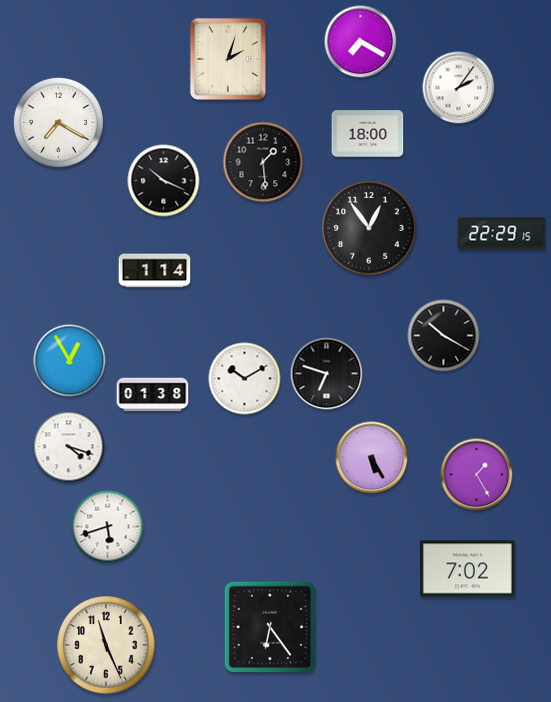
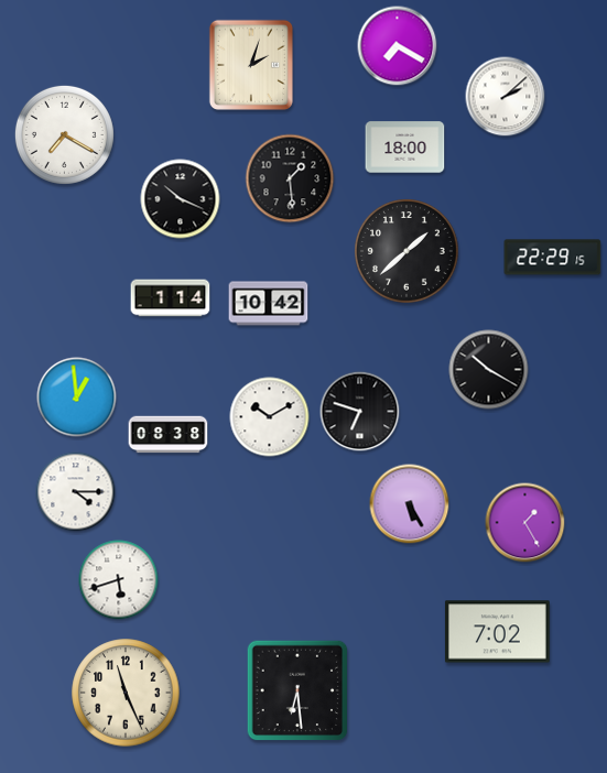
clock at (459, 88): 2:06 -> 2:08
clock at (370, 229): 12:54 -> 1:38
clock at (269, 304): none -> 10:42
clock at (70, 361): 12:55 -> 12:59
clock at (153, 395): 01:38 -> 08:38
clock at (69, 447): 4:18 -> 4:15
clock at (467, 569) position: (467, 569) -> (497, 632)
clock at (270, 627): 6:24 -> 6:29
clock at (106, 645) position: (106, 645) -> (126, 693)
